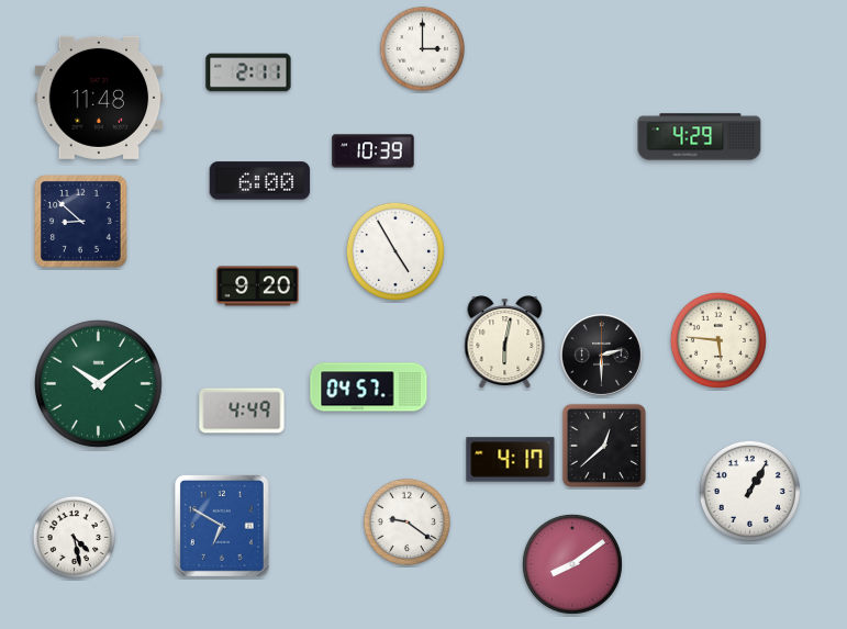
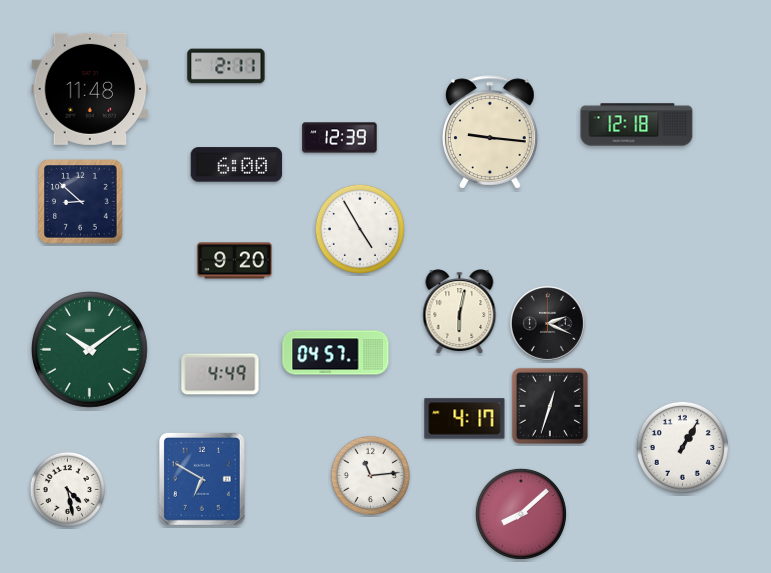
clock at (422, 48): 3:00 -> none
clock at (700, 137): 4:29 -> 12:18
clock at (491, 132): none -> 9:16
clock at (374, 151): 10:39 -> 12:39
clock at (81, 222) position: (81, 222) -> (81, 202)
clock at (718, 340): 5:46 -> none
clock at (601, 355): 2:30 -> 2:19
clock at (604, 446): 12:38 -> 12:33
clock at (406, 521): 9:21 -> 11:14
clock at (572, 564): 8:09 -> 8:08
